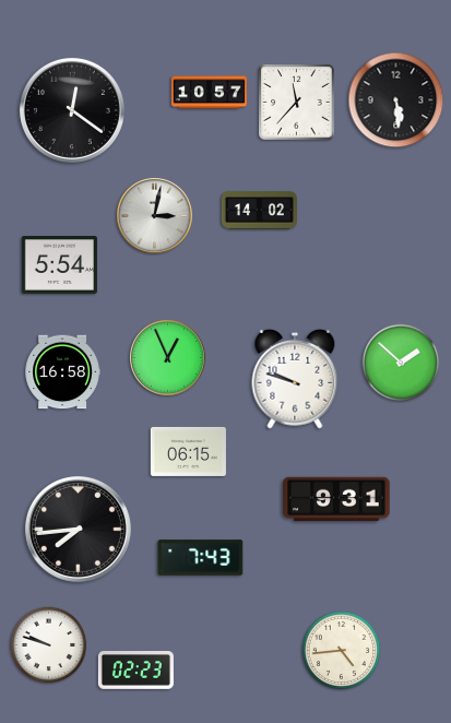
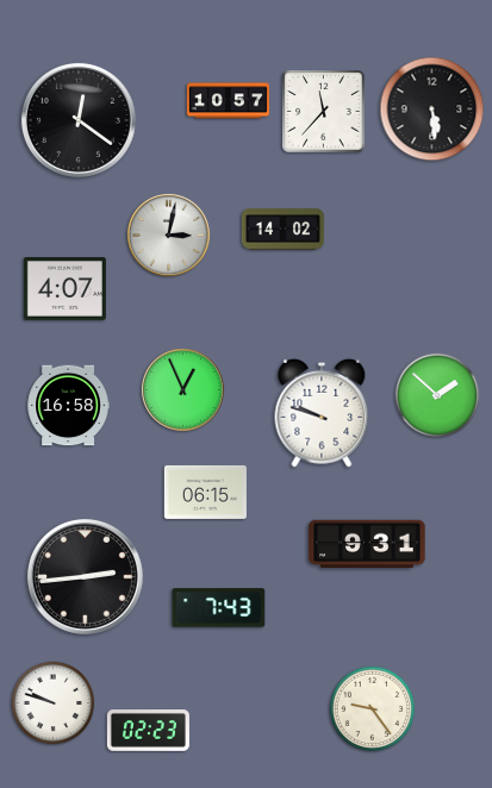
clock at (59, 265): 5:54 -> 4:07
clock at (78, 529): 7:44 -> 2:44
clock at (342, 651): 4:44 -> 9:24
